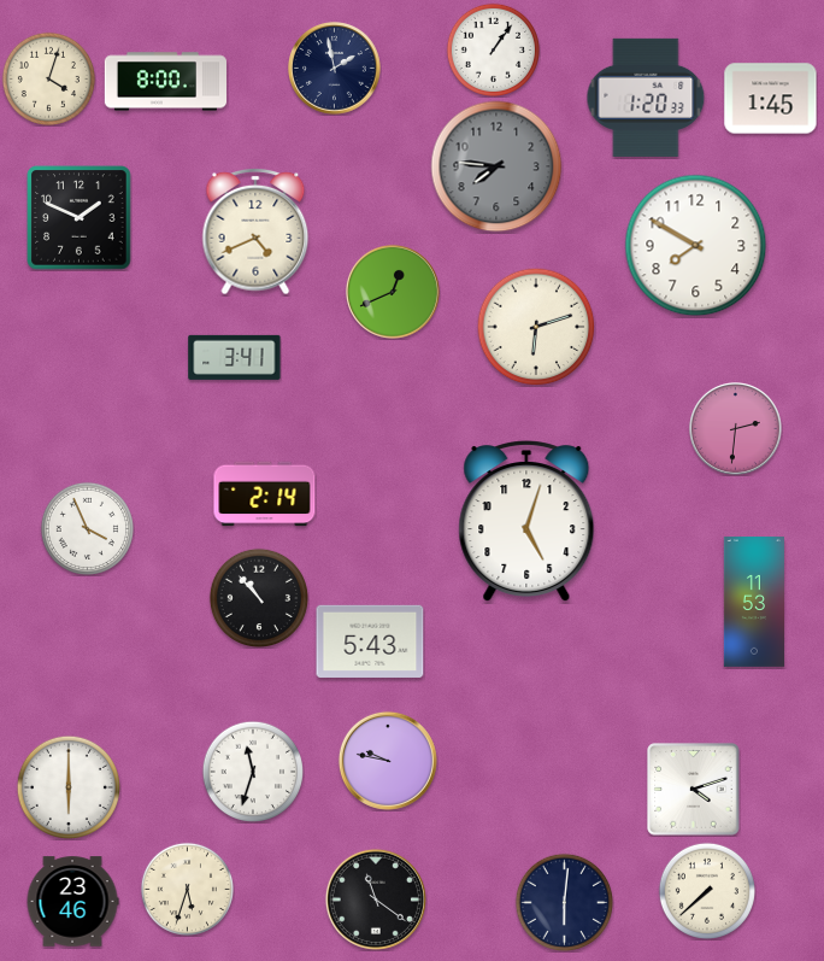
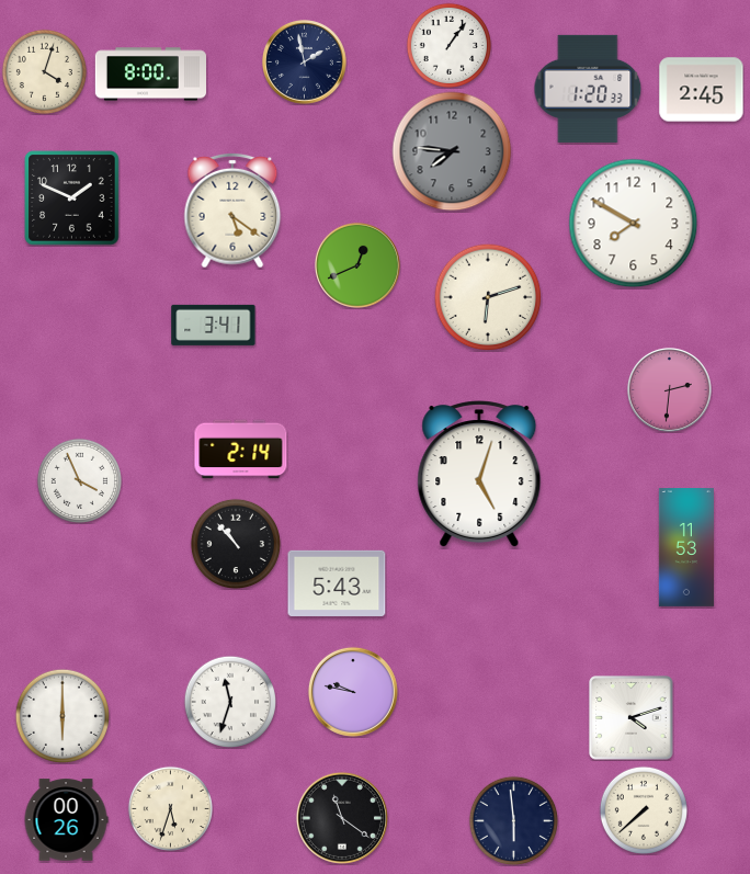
clock at (771, 99): 1:45 -> 2:45
clock at (255, 232): 4:41 -> 5:21
clock at (72, 902): 23:46 -> 00:26
clock at (564, 902): 6:01 -> 5:59
